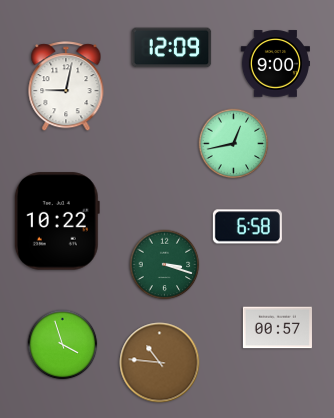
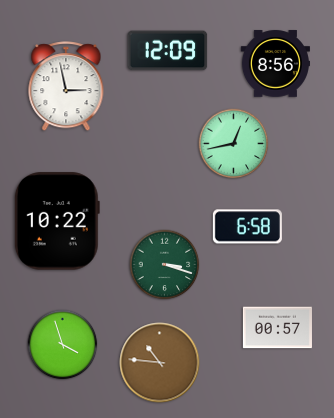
clock at (172, 48) position: (172, 48) -> (168, 51)
clock at (275, 64): 9:00 -> 8:56
clock at (66, 87): 9:02 -> 2:58
